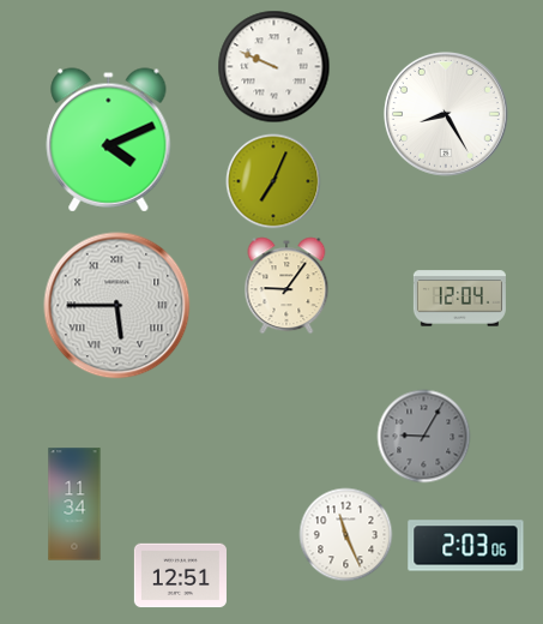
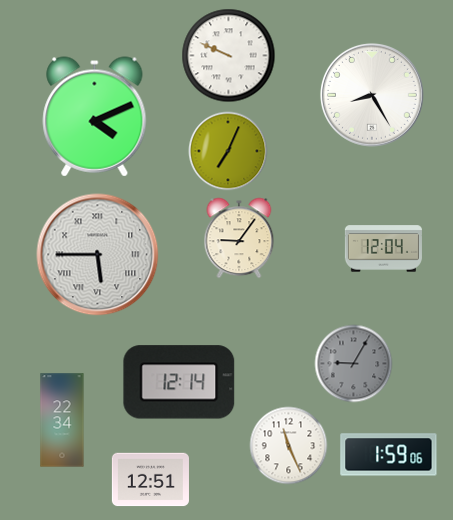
clock at (109, 140) position: (109, 140) -> (95, 117)
clock at (179, 382): none -> 12:14
clock at (74, 504): 11:34 -> 22:34
clock at (466, 546): 2:03 -> 1:59
